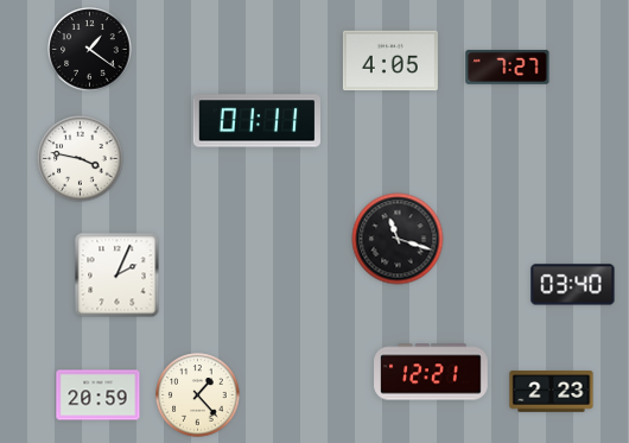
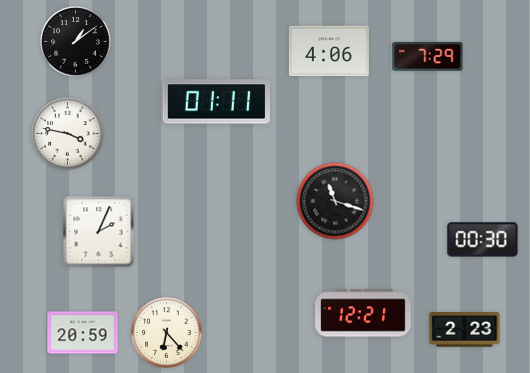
clock at (90, 50): 1:21 -> 1:09
clock at (390, 61): 4:05 -> 4:06
clock at (508, 67): 7:27 -> 7:29
clock at (573, 285): 03:40 -> 00:30
clock at (198, 395): 1:23 -> 6:23
